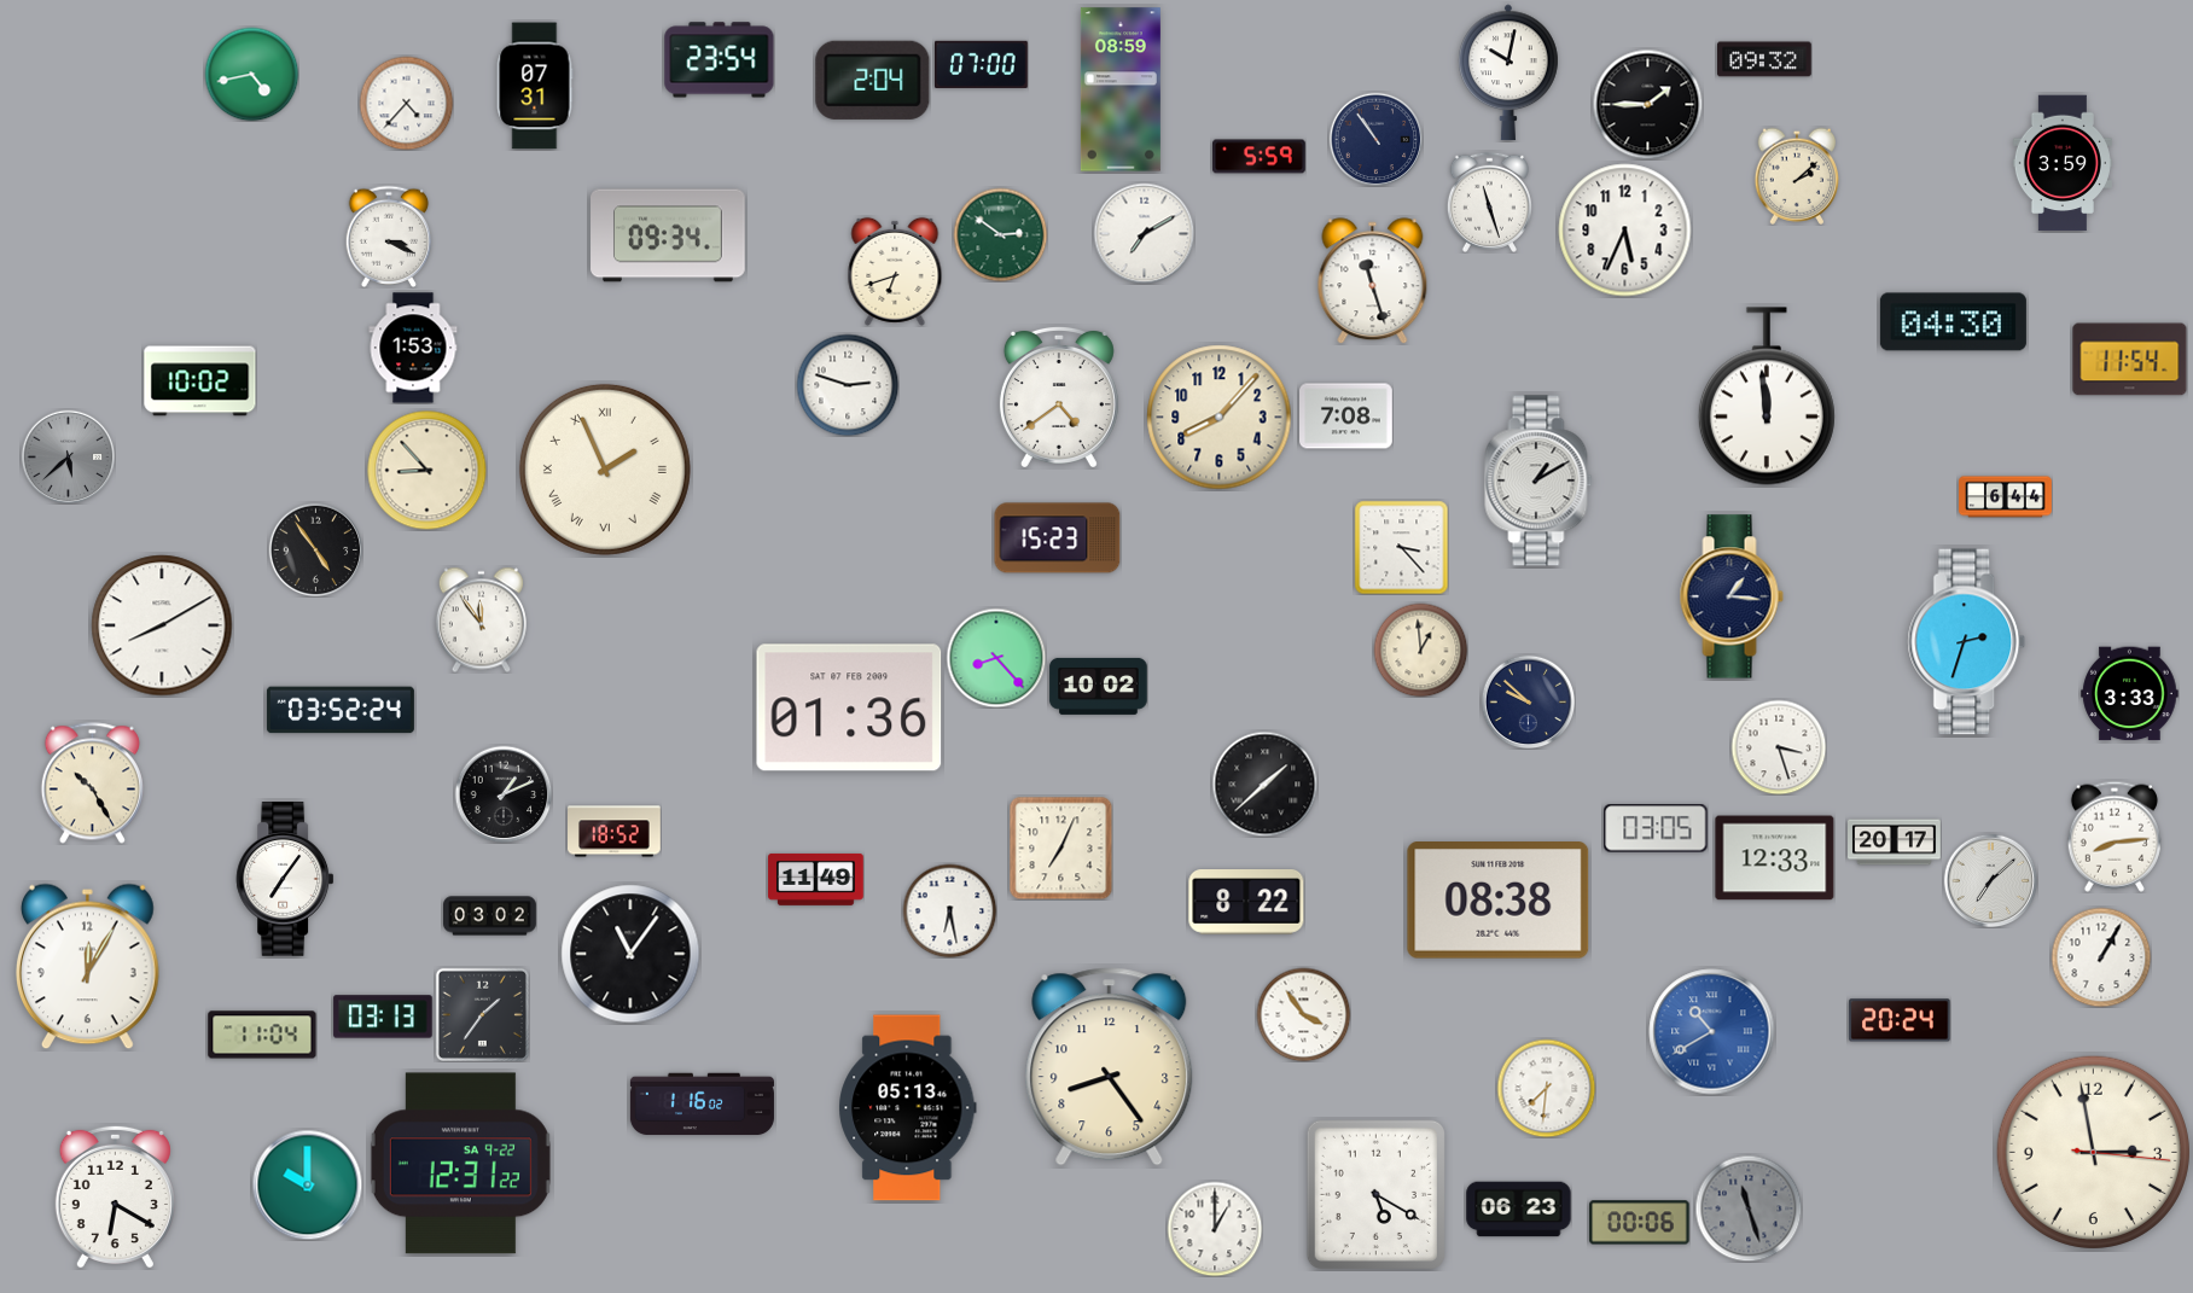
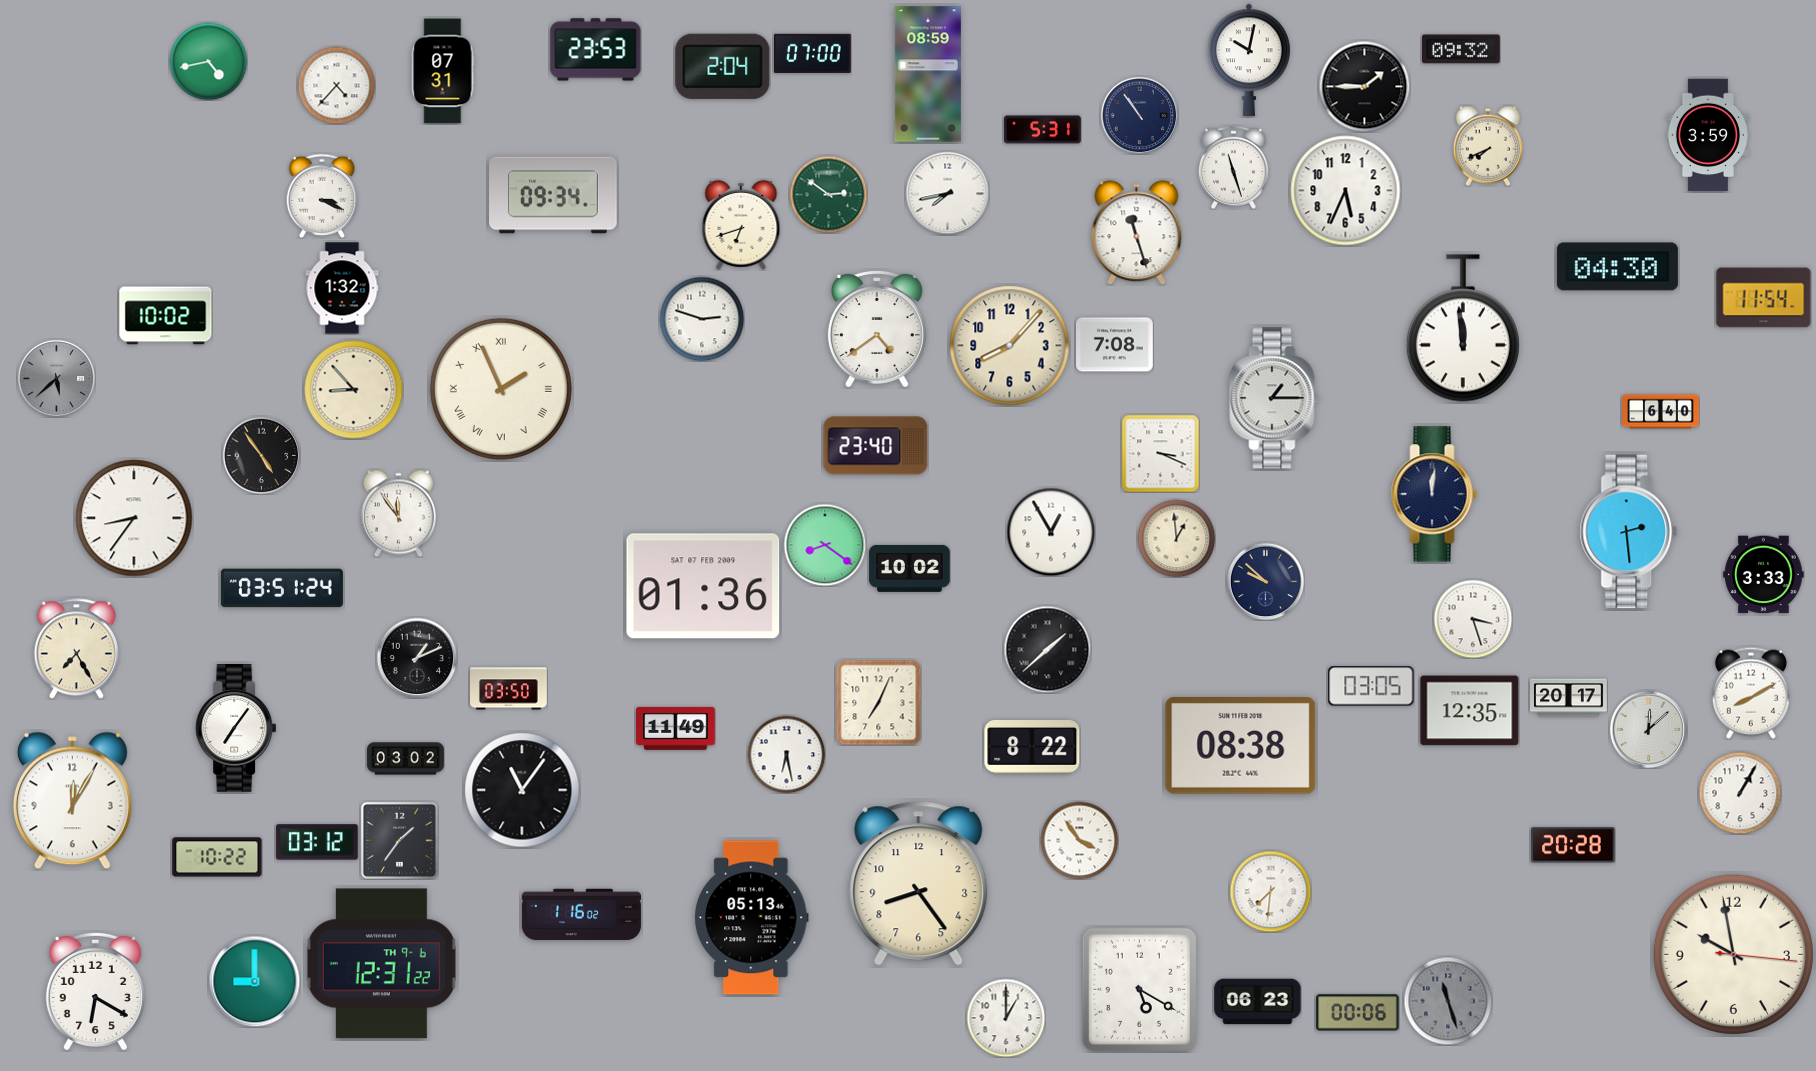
clock at (720, 60): 23:54 -> 23:53
clock at (1260, 157): 5:59 -> 5:31
clock at (1797, 176): 2:08 -> 7:41
clock at (1144, 233): 7:10 -> 7:43
clock at (413, 348): 1:53 -> 1:32
clock at (1538, 480): 1:10 -> 1:15
clock at (2006, 497): 6:44 -> 6:40
clock at (1058, 538): 15:23 -> 23:40
clock at (1401, 547): 3:23 -> 3:19
clock at (1732, 596): 1:16 -> 12:01
clock at (162, 625): 8:10 -> 8:36
clock at (1051, 532): none -> 12:55
clock at (1967, 642): 2:33 -> 2:29
clock at (996, 658): 8:23 -> 8:21
clock at (341, 710): 03:52 -> 03:51
clock at (92, 784): 10:25 -> 7:25
clock at (615, 832): 18:52 -> 03:50
clock at (2115, 837): 8:14 -> 8:10
clock at (1775, 858): 12:33 -> 12:35
clock at (1990, 880): 7:08 -> 12:08
clock at (383, 1017): 03:13 -> 03:12
clock at (1900, 1020): 20:24 -> 20:28
clock at (1712, 1032): 10:40 -> none
clock at (262, 1035): 11:04 -> 10:22
clock at (1546, 1088) position: (1546, 1088) -> (1270, 891)
clock at (2093, 1152): 2:58 -> 9:58
clock at (460, 1164) date: SA 9-22 -> TH 9-6
clock at (307, 1184): 10:00 -> 9:00
